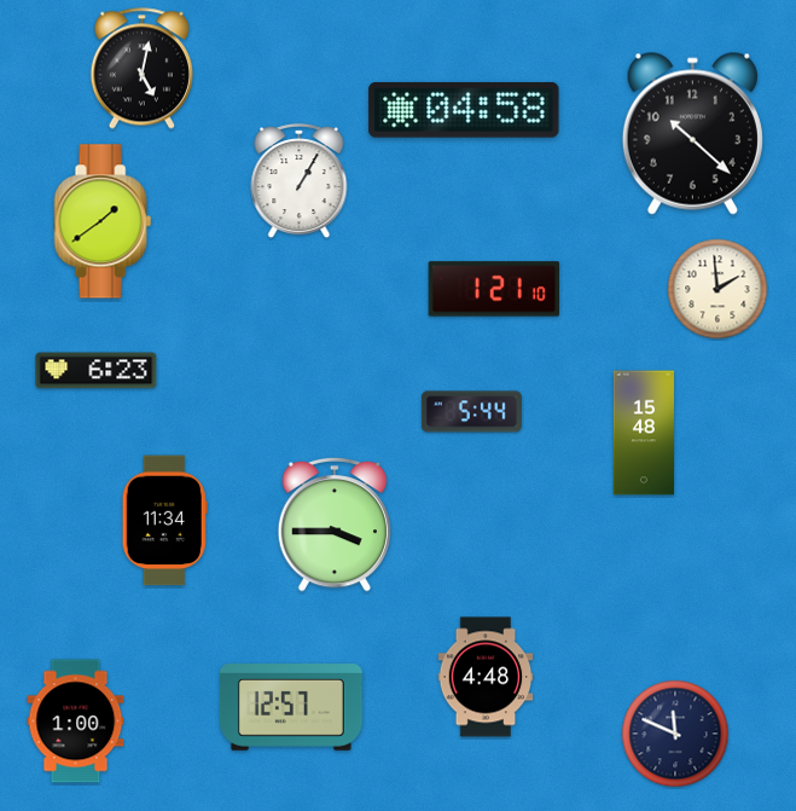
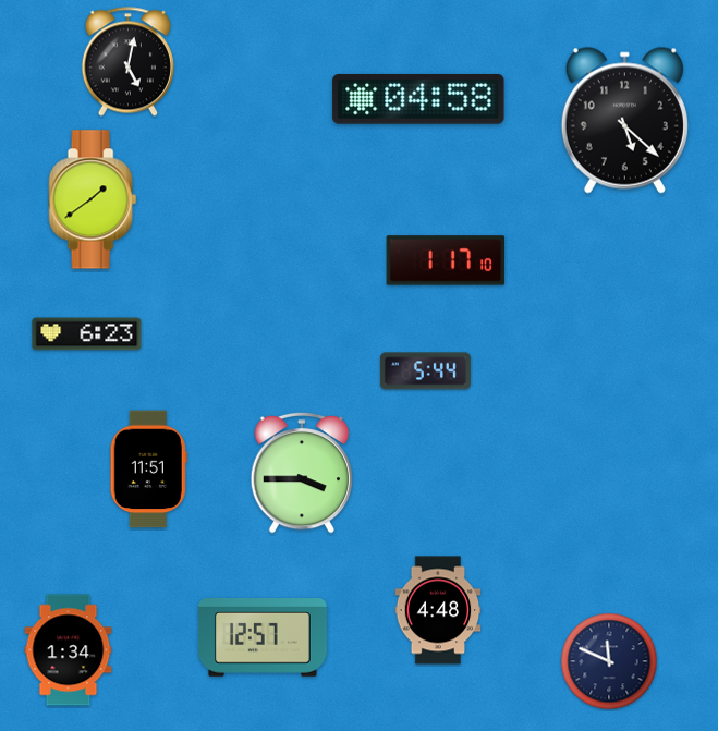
clock at (692, 133): 10:22 -> 5:22
clock at (300, 181): 1:05 -> none
clock at (494, 289): 1:21 -> 1:17
clock at (717, 289): 1:59 -> none
clock at (644, 433): 15:48 -> none
clock at (164, 521): 11:34 -> 11:51
clock at (76, 722): 1:00 -> 1:34
